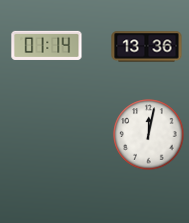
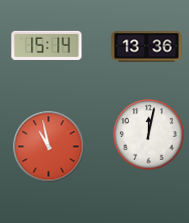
clock at (47, 45): 01:14 -> 15:14
clock at (49, 147): none -> 10:58
